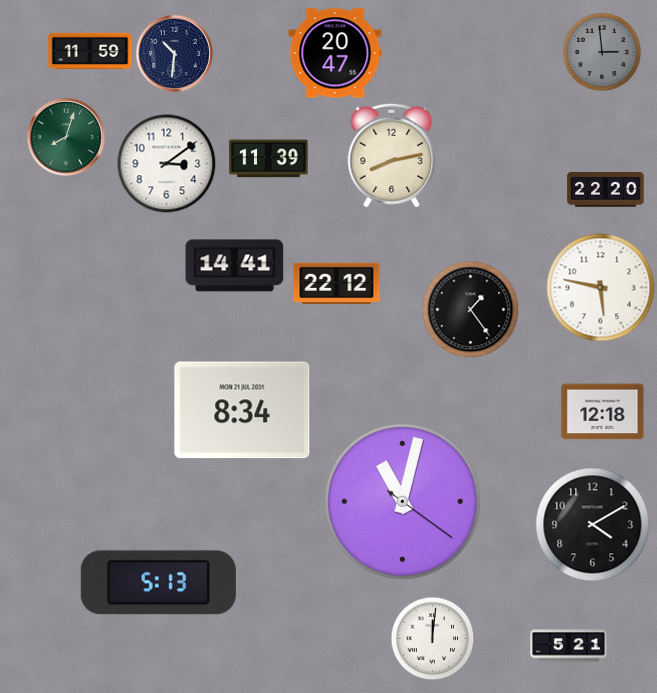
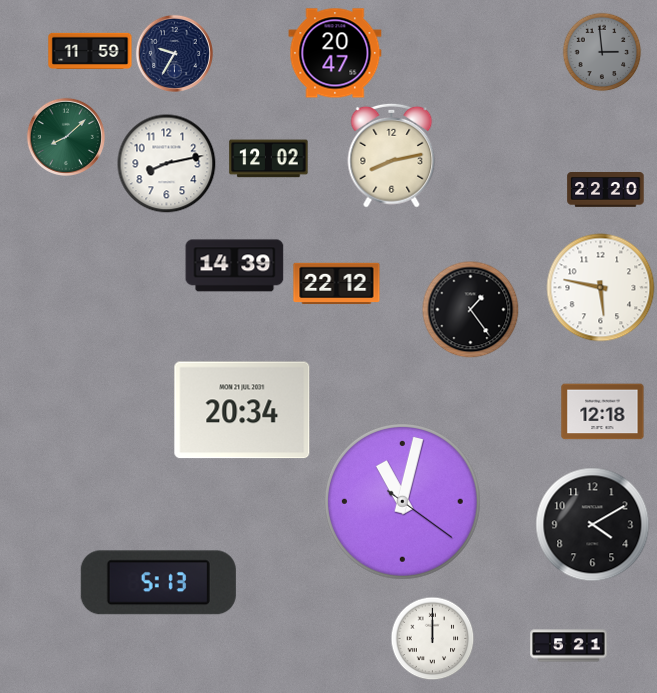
clock at (174, 53): 10:31 -> 9:35
clock at (66, 137): 8:03 -> 8:08
clock at (269, 159): 11:39 -> 12:02
clock at (167, 164): 3:09 -> 8:13
clock at (235, 266): 14:41 -> 14:39
clock at (242, 410): 8:34 -> 20:34
clock at (432, 638): 12:01 -> 12:00
